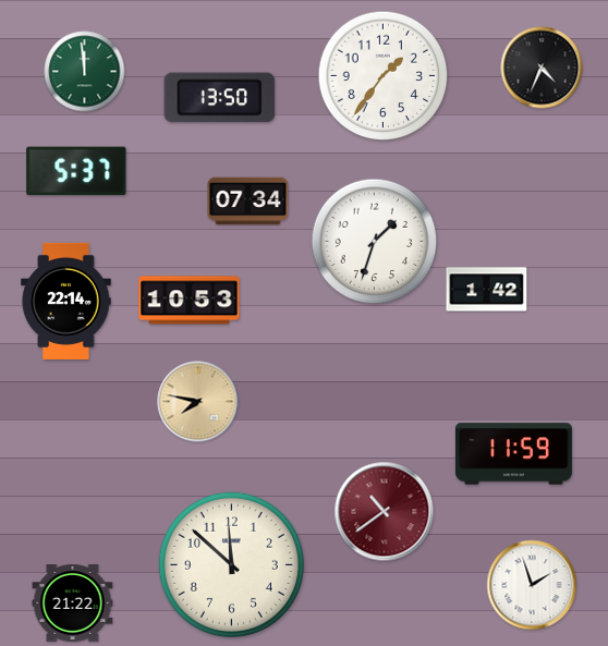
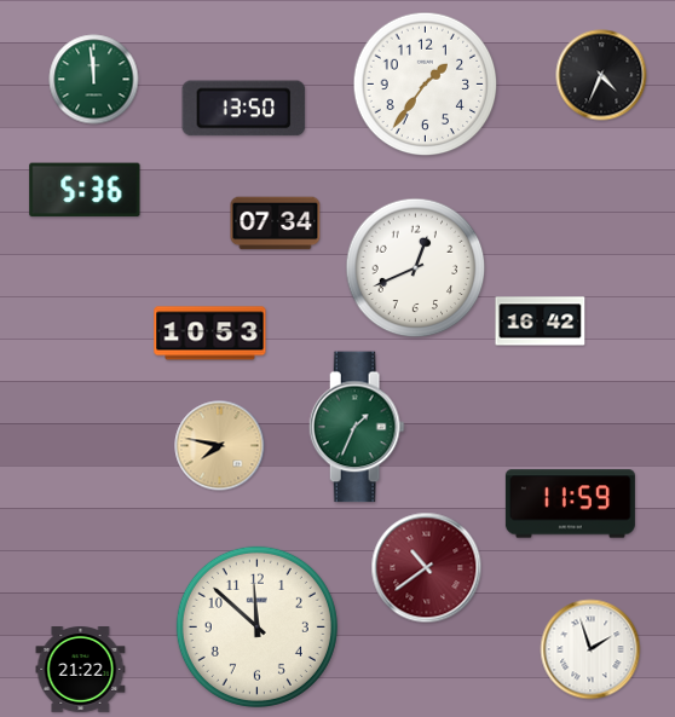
clock at (76, 171): 5:37 -> 5:36
clock at (375, 242): 1:33 -> 12:41
clock at (487, 290): 1:42 -> 16:42
clock at (66, 301): 22:14 -> none
clock at (357, 427): none -> 1:34
